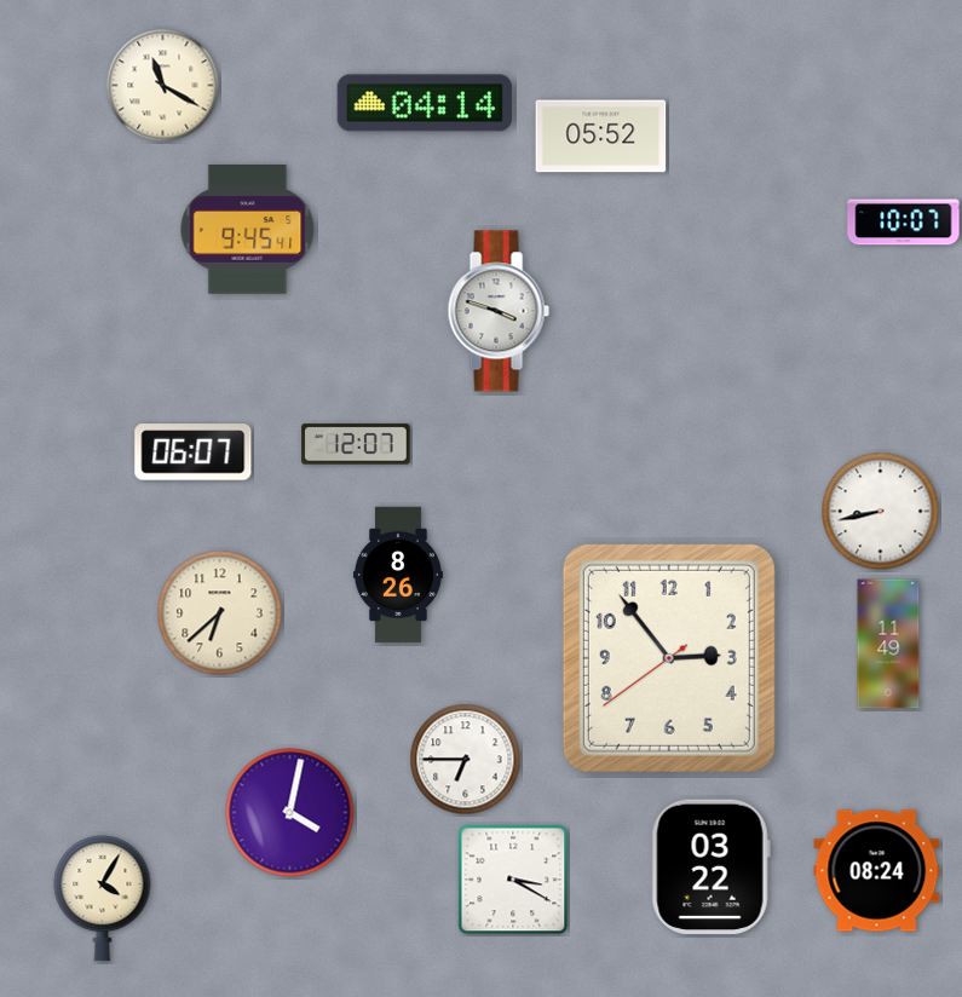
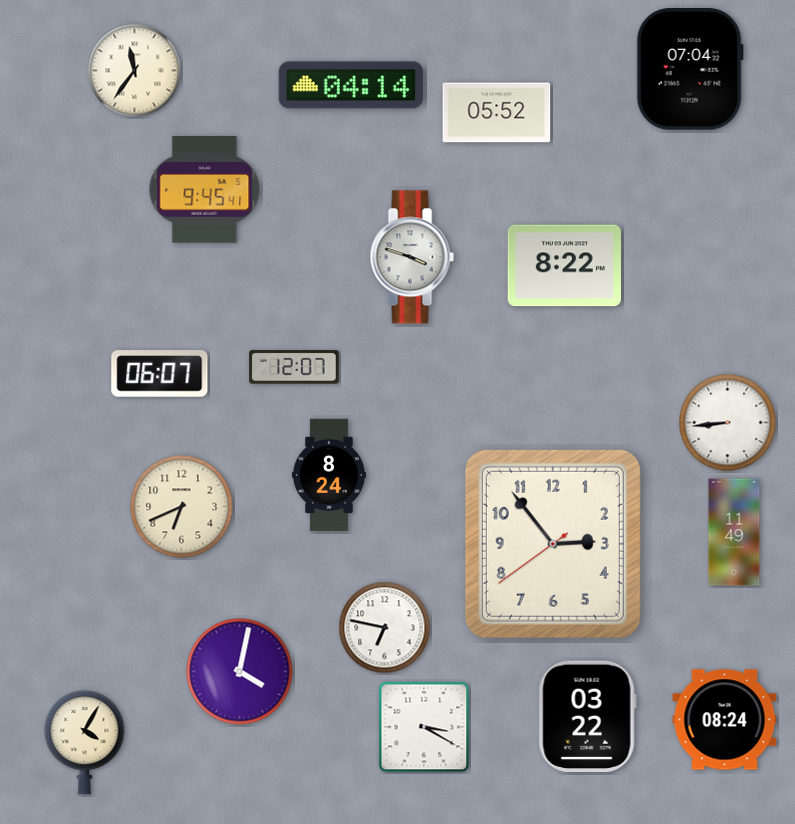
clock at (690, 70): none -> 07:04
clock at (163, 86): 11:20 -> 11:36
clock at (904, 223): 10:07 -> none
clock at (564, 266): none -> 8:22
clock at (881, 512): 8:43 -> 8:44
clock at (398, 575): 8:26 -> 8:24
clock at (220, 613): 6:38 -> 6:41
clock at (466, 760): 6:45 -> 6:47
